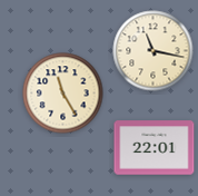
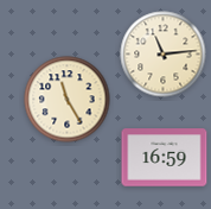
clock at (154, 51): 11:17 -> 11:14
clock at (155, 148): 22:01 -> 16:59
